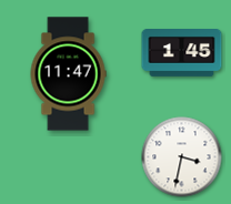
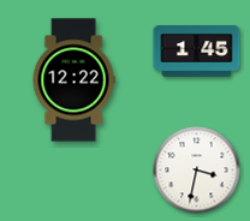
clock at (182, 53) position: (182, 53) -> (197, 52)
clock at (68, 74): 11:47 -> 12:22
